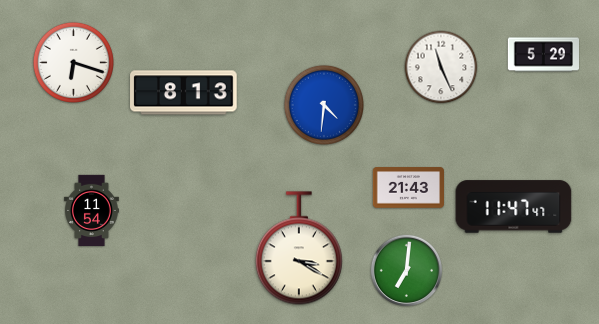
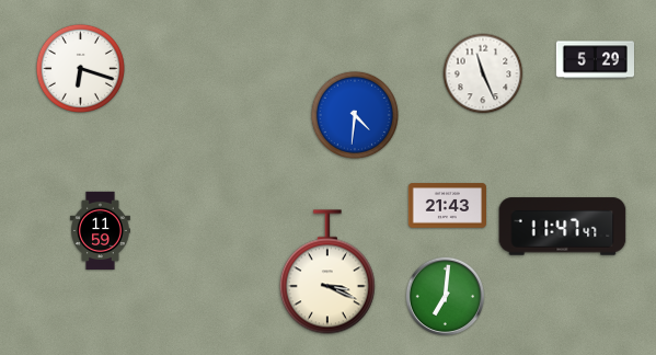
clock at (184, 93): 8:13 -> none
clock at (92, 211): 11:54 -> 11:59
clock at (299, 248): 3:20 -> 3:19
